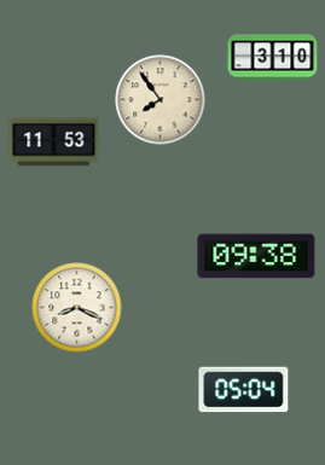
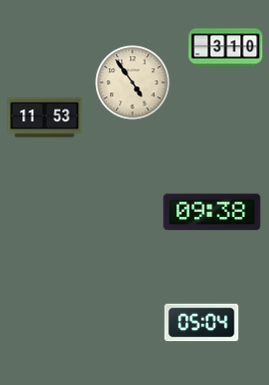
clock at (161, 100): 7:54 -> 4:54
clock at (77, 308): 8:19 -> none
